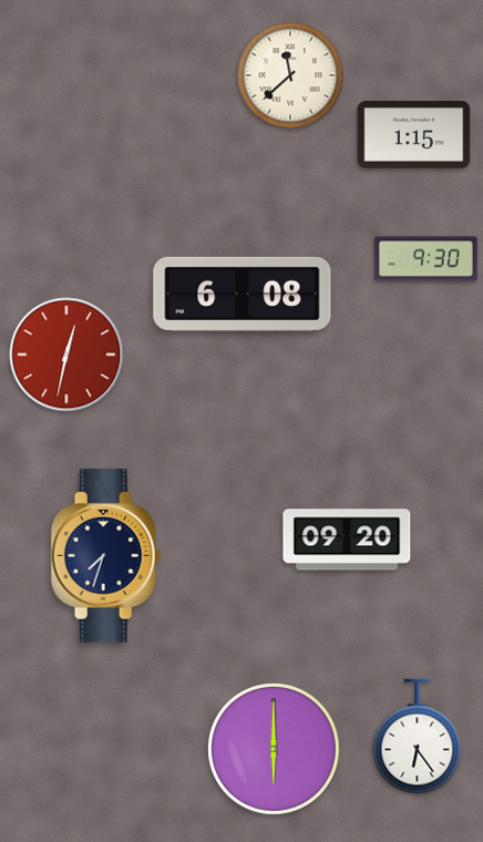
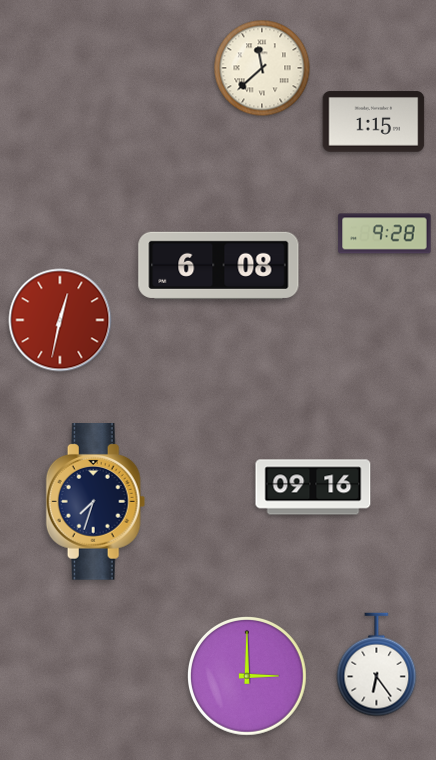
clock at (427, 259): 9:30 -> 9:28
clock at (347, 540): 09:20 -> 09:16
clock at (275, 750): 6:00 -> 3:00
